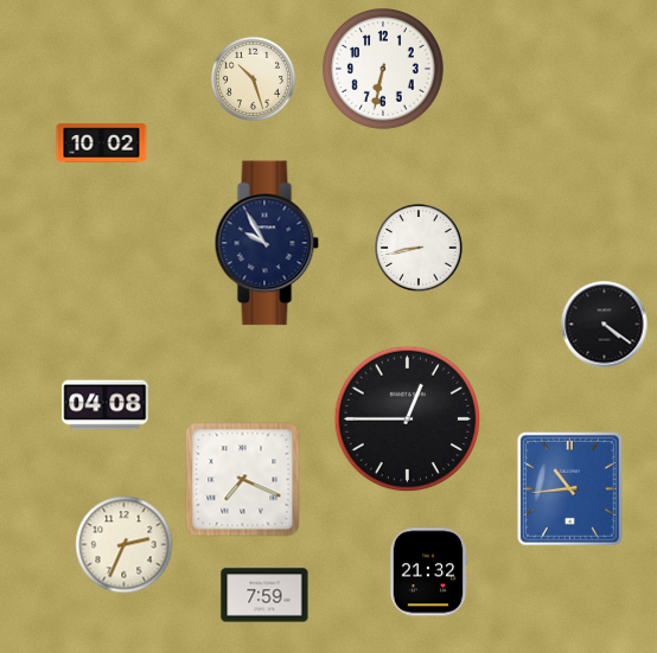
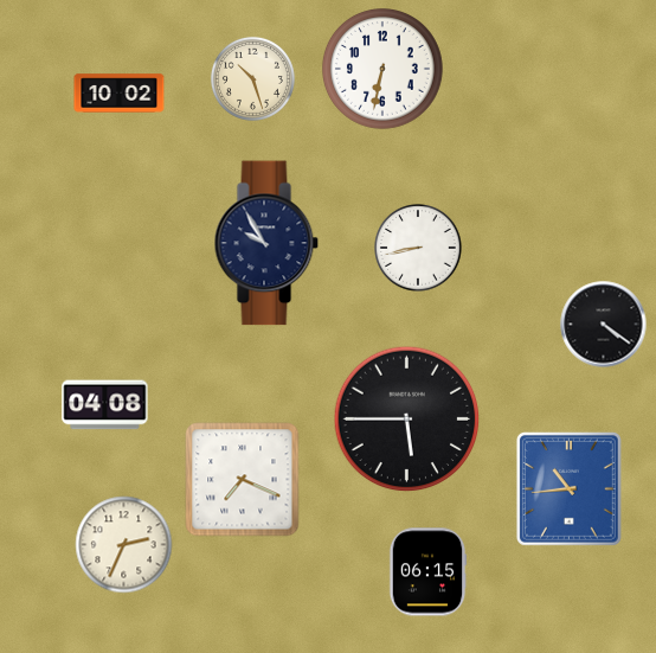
clock at (102, 143) position: (102, 143) -> (120, 94)
clock at (408, 420): 12:45 -> 5:45
clock at (428, 572): 21:32 -> 06:15
clock at (264, 595): 7:59 -> none
